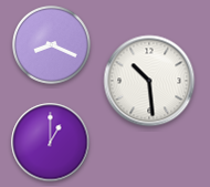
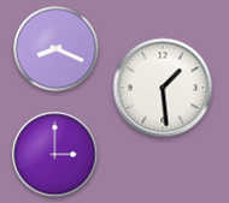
clock at (149, 81): 10:29 -> 1:29
clock at (51, 143): 1:00 -> 3:00
